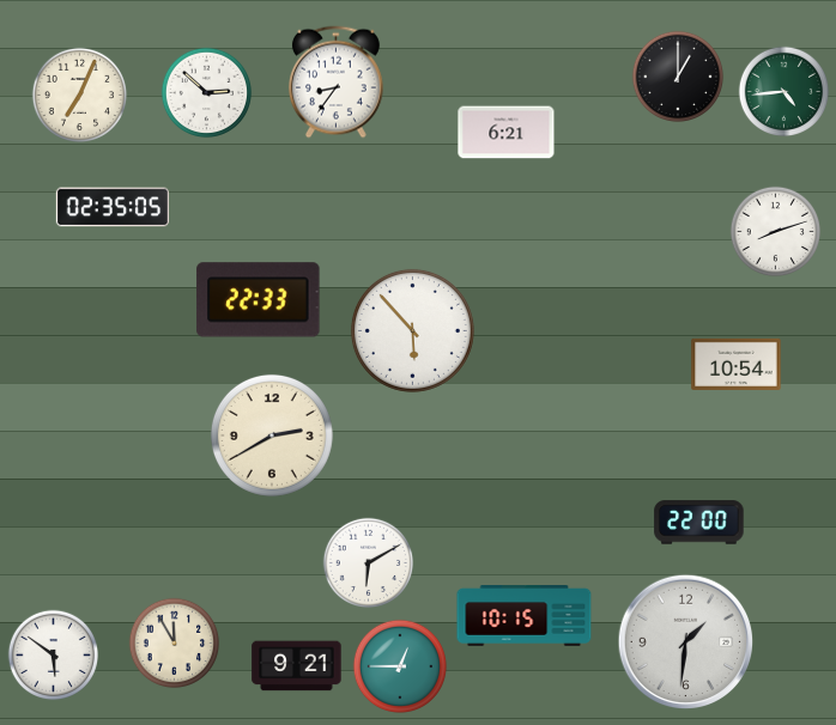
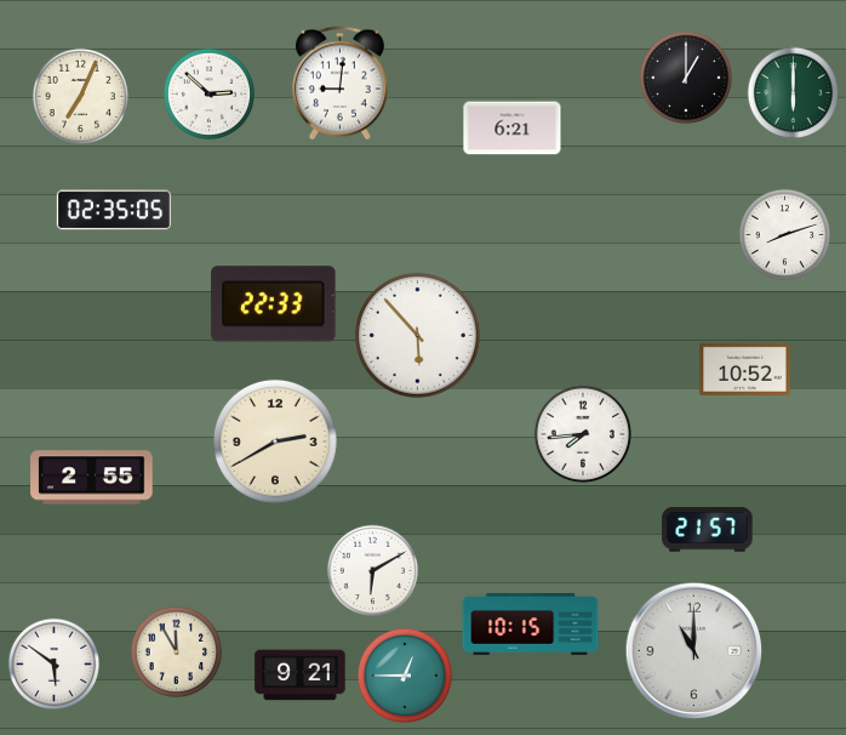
clock at (335, 83): 8:36 -> 9:01
clock at (784, 92): 4:44 -> 6:00
clock at (507, 133) position: (507, 133) -> (513, 129)
clock at (259, 300) position: (259, 300) -> (274, 304)
clock at (737, 364): 10:54 -> 10:52
clock at (582, 433): none -> 7:44
clock at (92, 478): none -> 2:55
clock at (699, 523): 22:00 -> 21:57
clock at (686, 642): 1:31 -> 11:00
